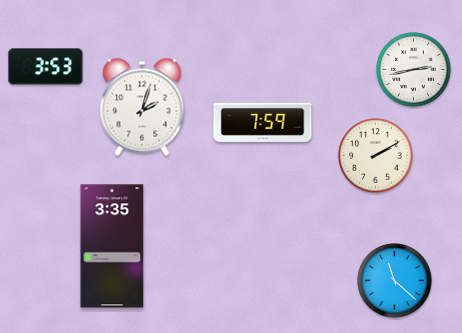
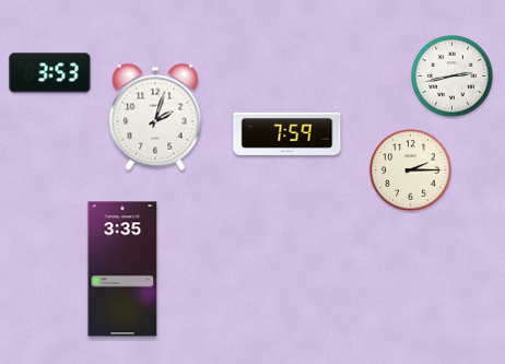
clock at (376, 156): 2:10 -> 2:15
clock at (395, 281): 11:22 -> none
